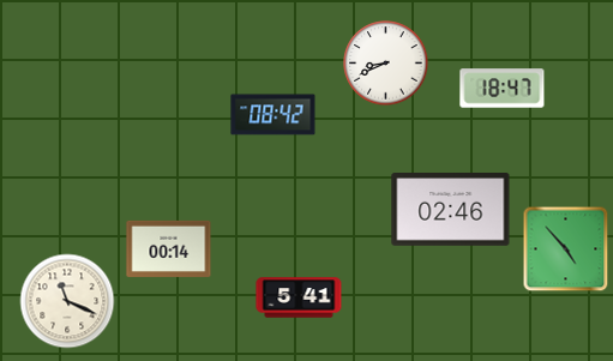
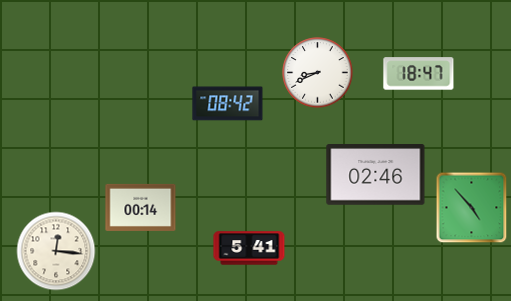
clock at (386, 64) position: (386, 64) -> (318, 73)
clock at (274, 115) position: (274, 115) -> (228, 104)
clock at (67, 301): 11:19 -> 12:16
